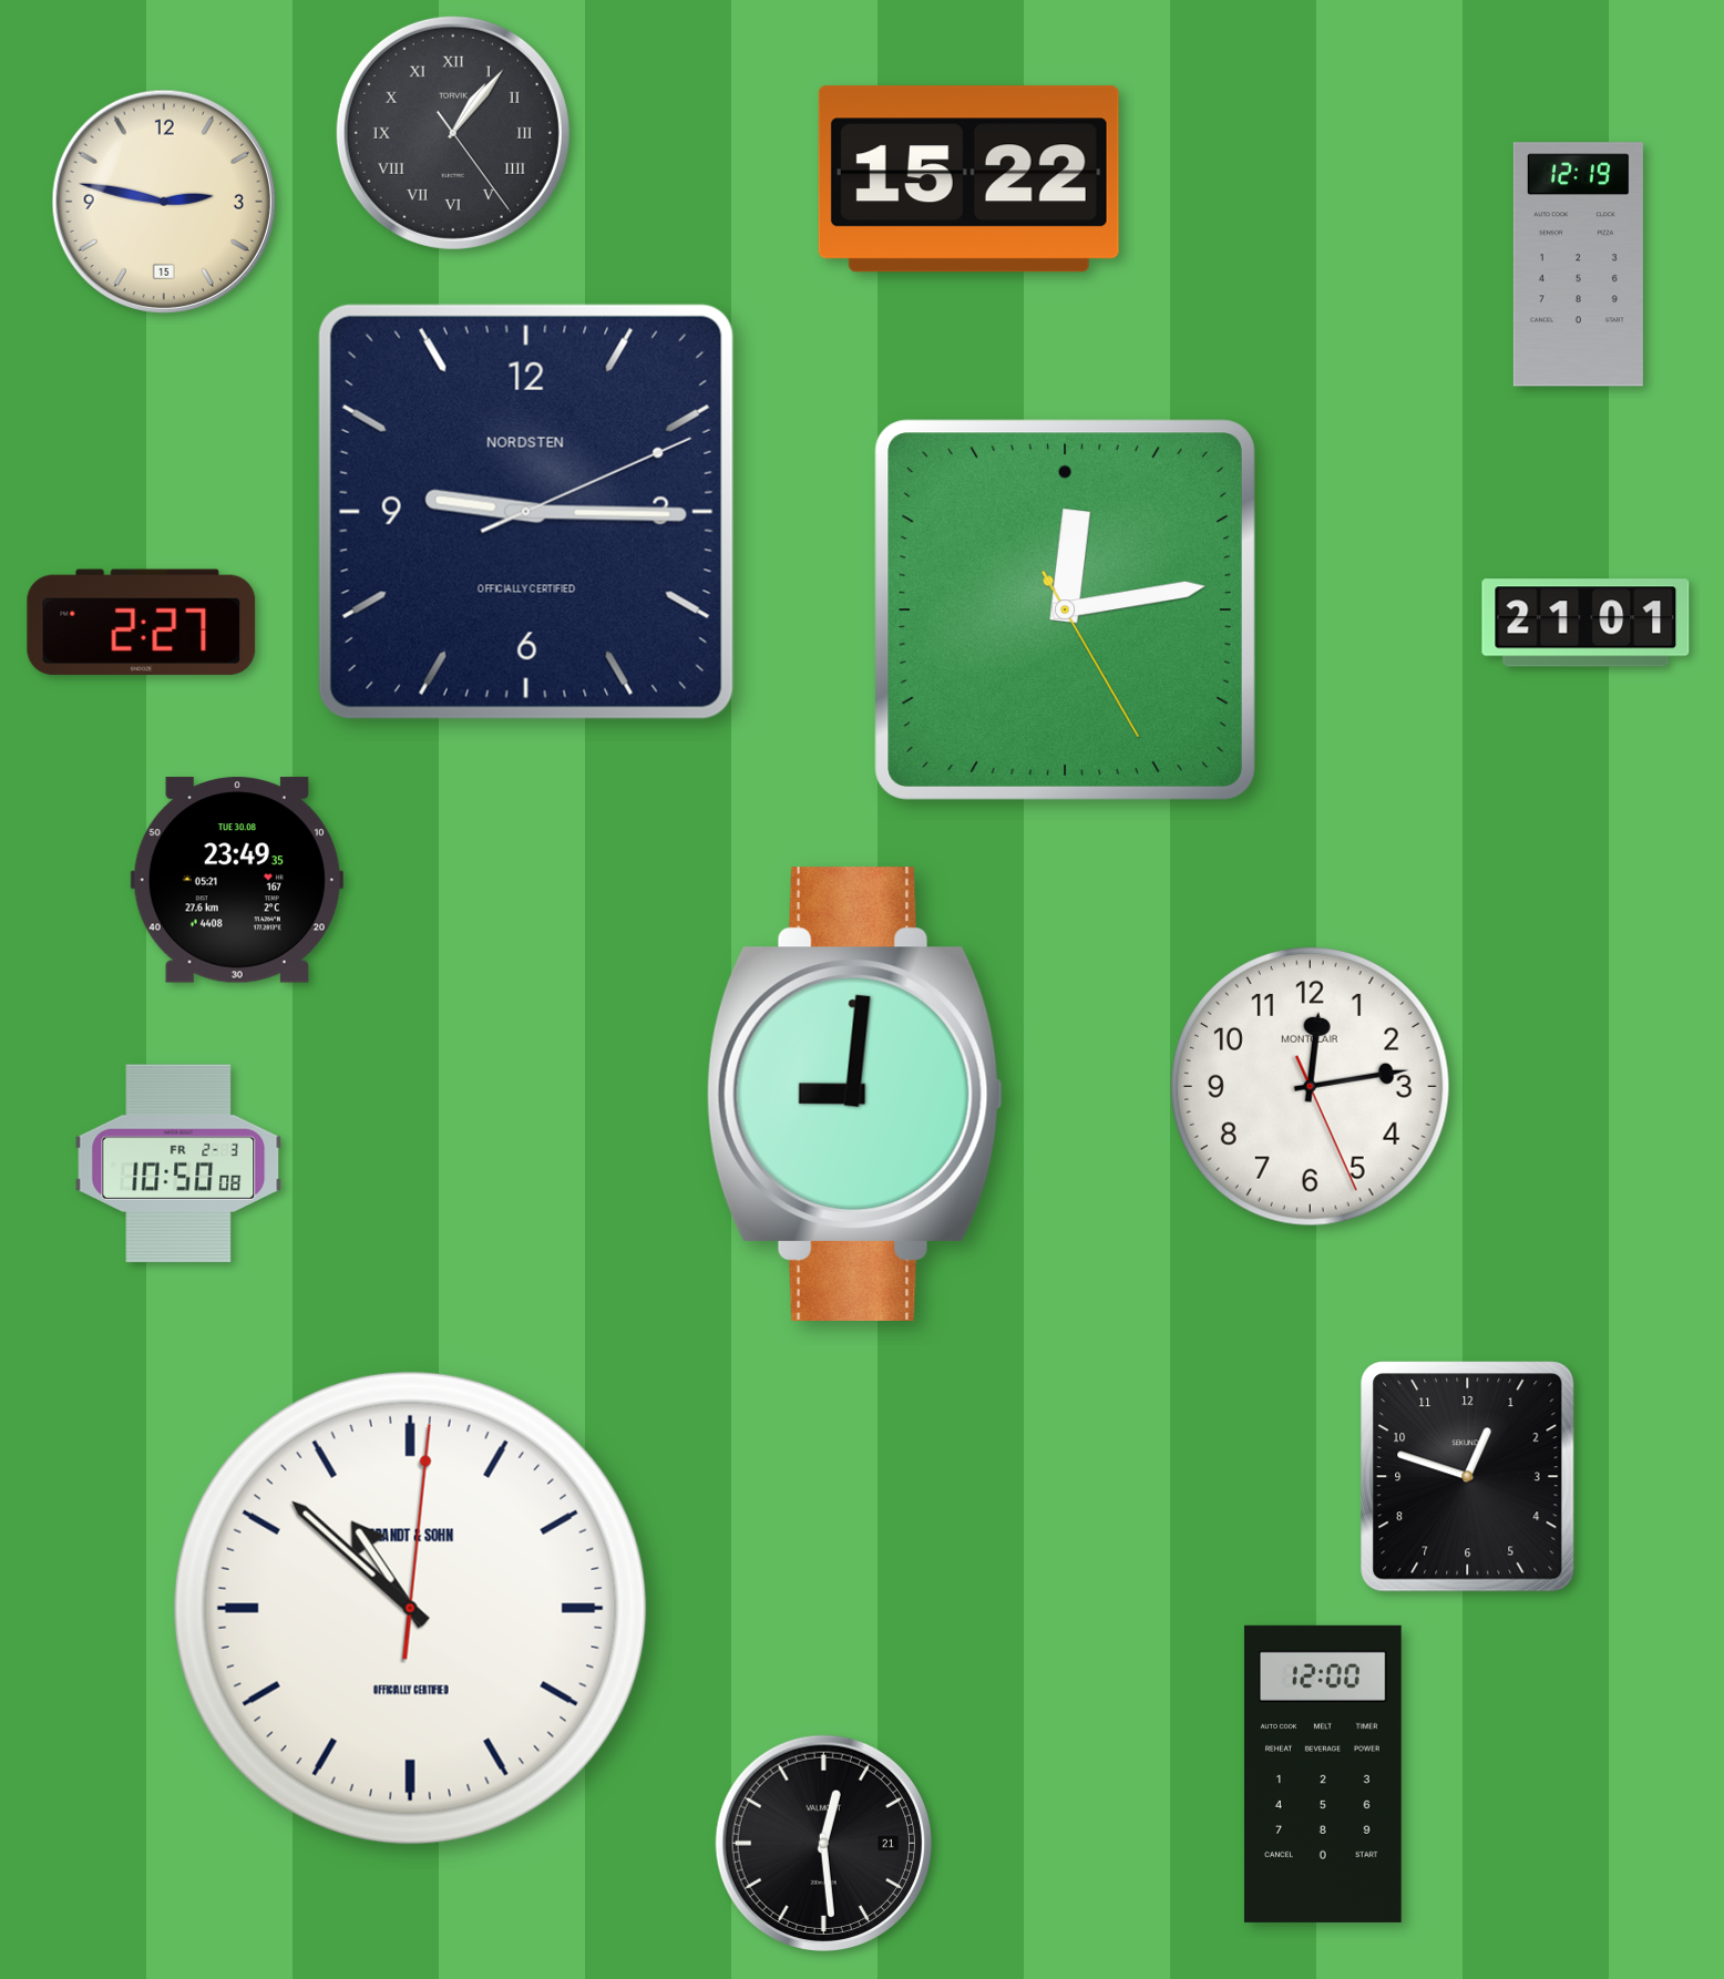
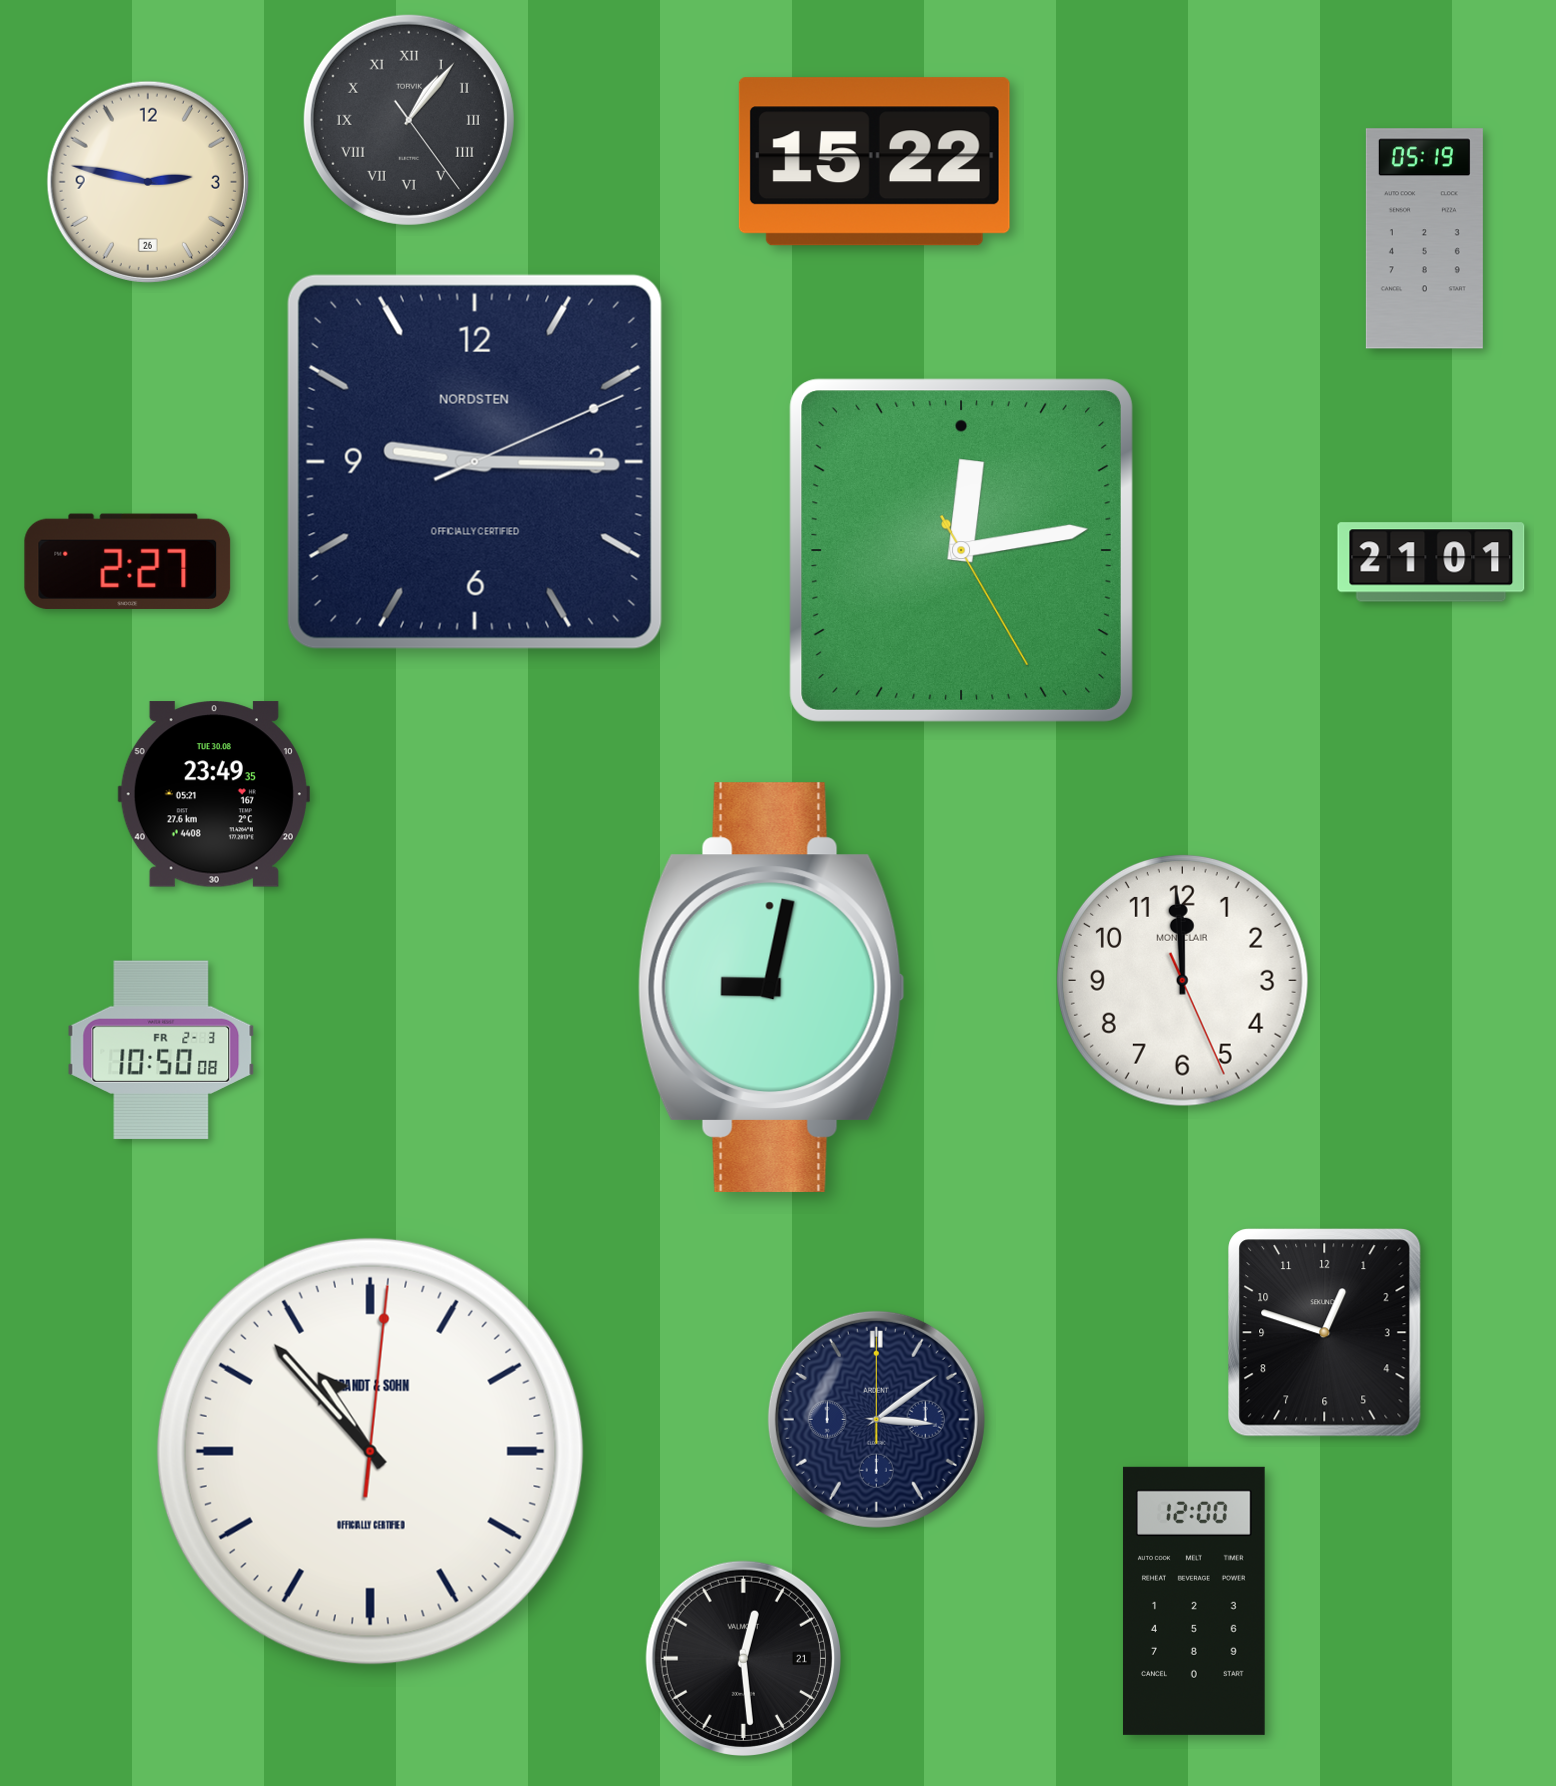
clock at (164, 202) date: 15 -> 26
clock at (1578, 265): 12:19 -> 05:19
clock at (1310, 1086): 12:13 -> 11:59
clock at (854, 1094): 9:01 -> 9:02
clock at (876, 1419): none -> 3:09
clock at (410, 1608): 10:52 -> 10:53
clock at (823, 1843) position: (823, 1843) -> (743, 1658)
